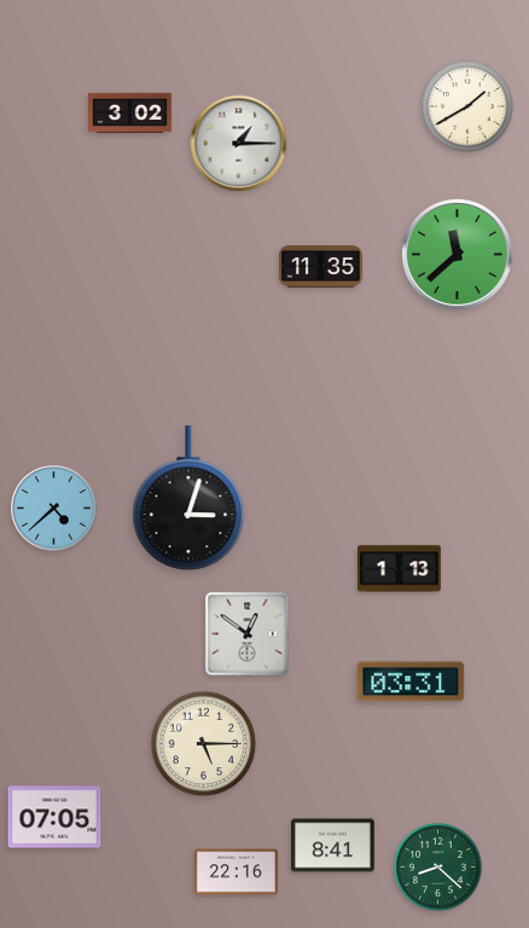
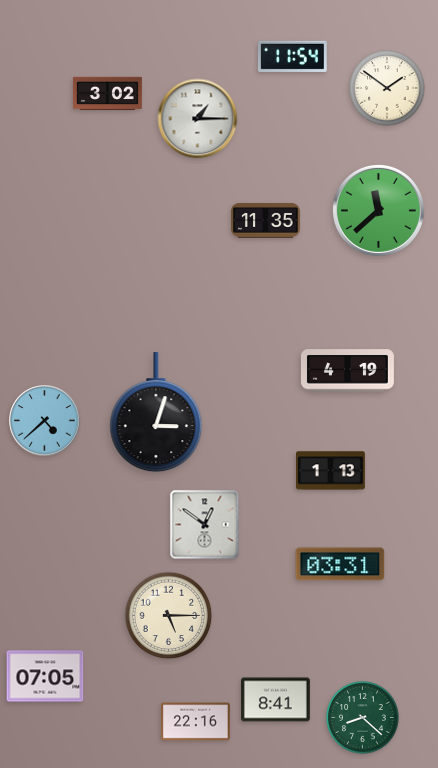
clock at (292, 56): none -> 11:54
clock at (467, 106): 1:40 -> 1:51
clock at (347, 371): none -> 4:19
